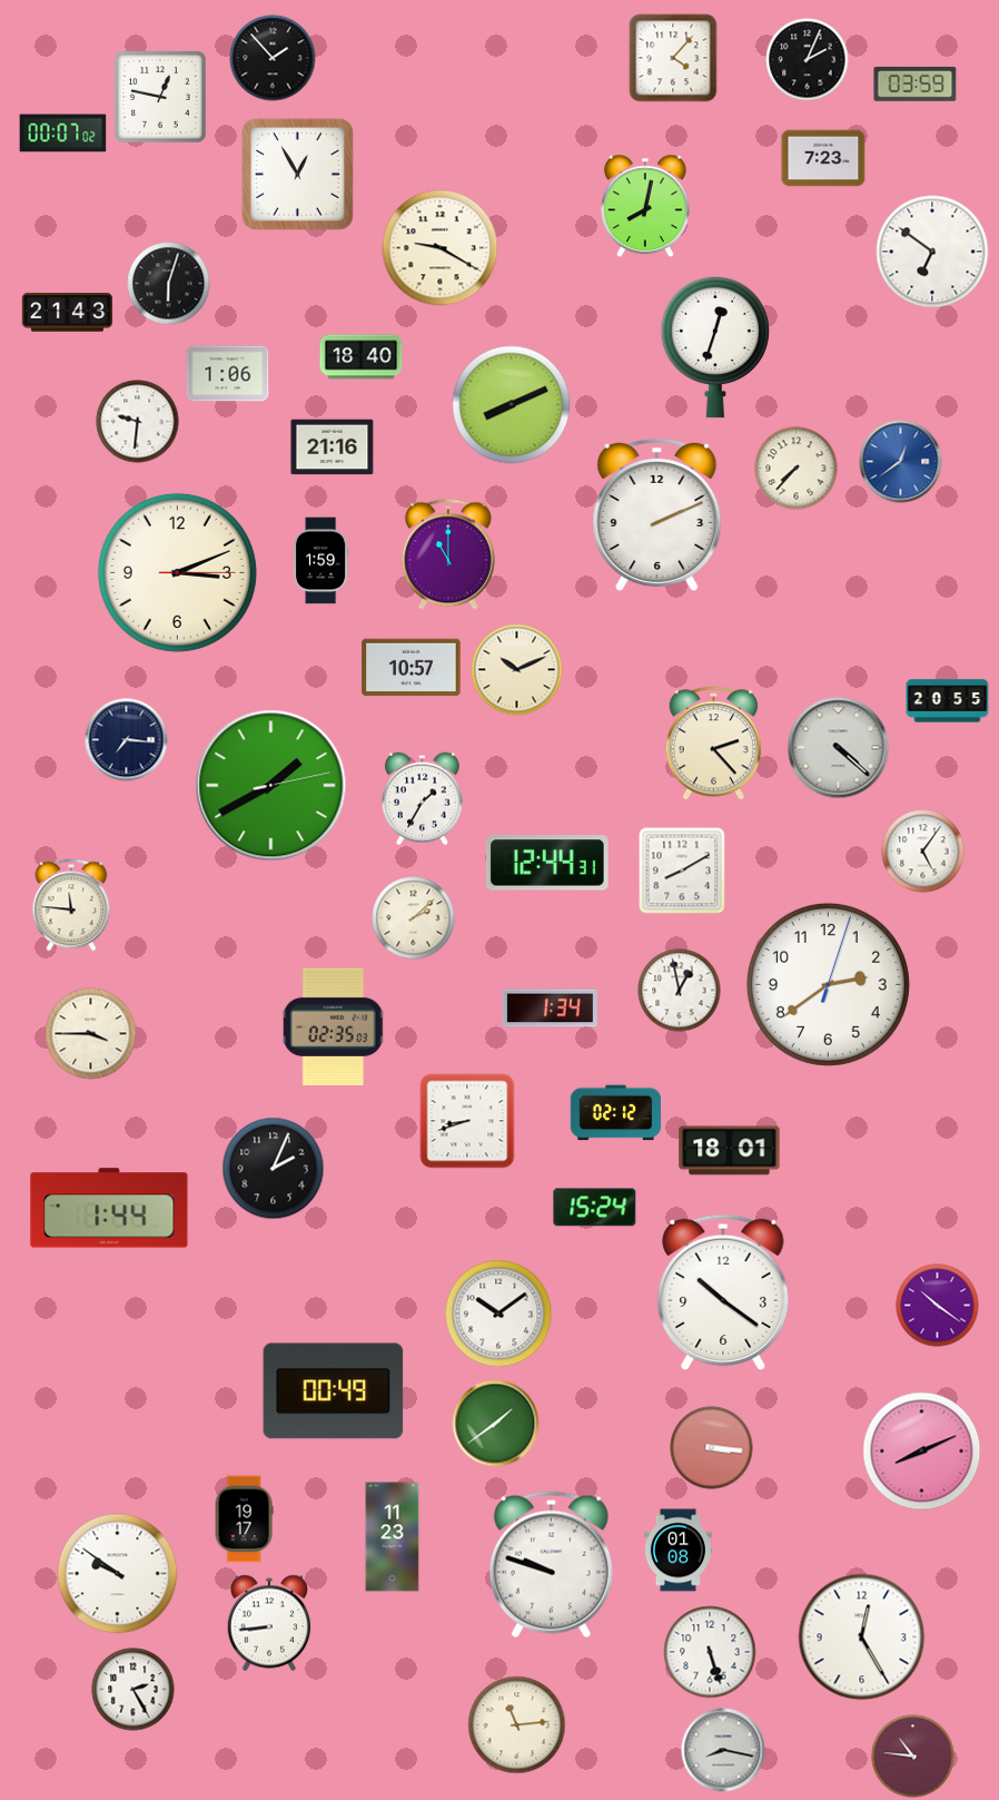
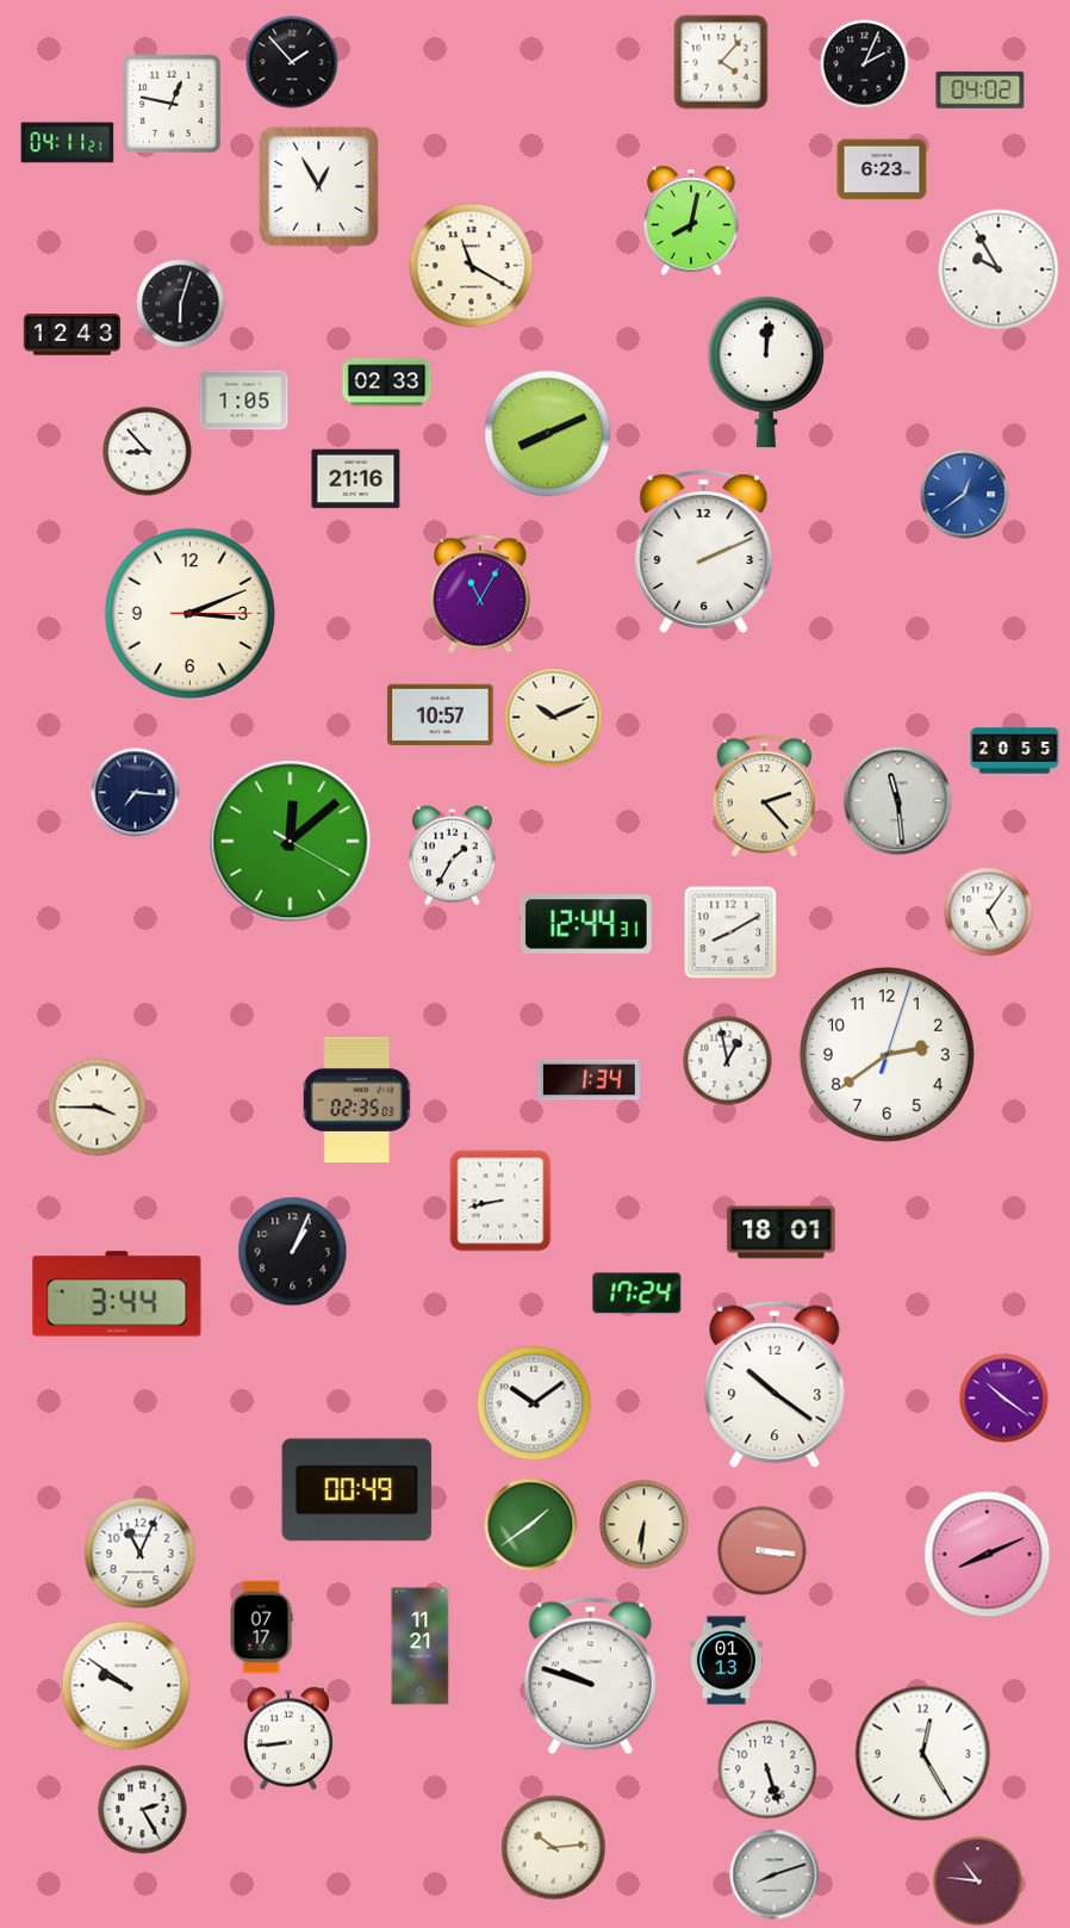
clock at (916, 83): 03:59 -> 04:02
clock at (63, 134): 00:07 -> 04:11
clock at (823, 158): 7:23 -> 6:23
clock at (441, 248): 9:20 -> 11:20
clock at (932, 252): 6:51 -> 9:55
clock at (68, 313): 21:43 -> 12:43
clock at (715, 347): 12:33 -> 12:01
clock at (362, 357): 18:40 -> 02:33
clock at (228, 374): 1:06 -> 1:05
clock at (138, 422): 9:31 -> 8:53
clock at (797, 469): 7:37 -> none
clock at (448, 554): 11:00 -> 11:05
clock at (322, 561): 1:59 -> none
clock at (839, 748): 4:22 -> 11:29
clock at (271, 786): 1:40 -> 12:08
clock at (71, 905): 11:46 -> none
clock at (414, 918): 2:08 -> none
clock at (616, 1113): 02:12 -> none
clock at (467, 1121): 8:42 -> 8:43
clock at (274, 1169): 2:04 -> 1:04
clock at (109, 1208): 1:44 -> 3:44
clock at (595, 1208): 15:24 -> 17:24
clock at (498, 1314) position: (498, 1314) -> (534, 1403)
clock at (645, 1525): none -> 6:31
clock at (141, 1554): none -> 11:04
clock at (244, 1519): 19:17 -> 07:17
clock at (393, 1537): 11:23 -> 11:21
clock at (677, 1551): 01:08 -> 01:13
clock at (710, 1652) position: (710, 1652) -> (767, 1769)
clock at (517, 1725): 11:14 -> 10:14
clock at (723, 1750): 8:17 -> 8:12
